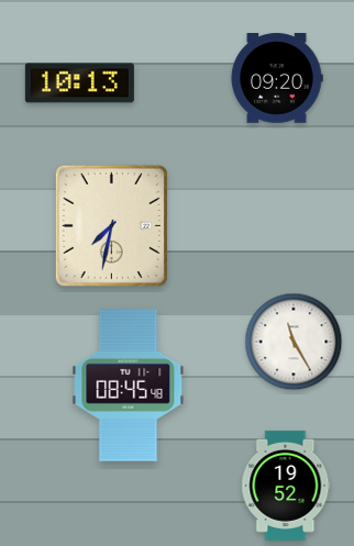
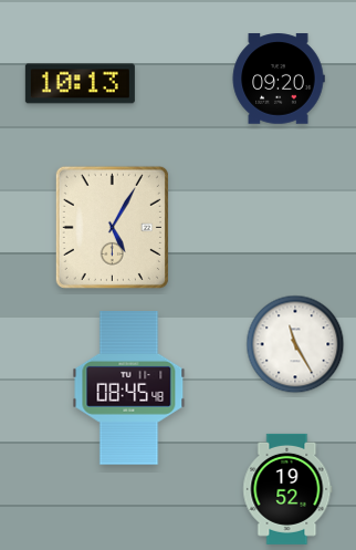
clock at (111, 225): 7:32 -> 5:05
